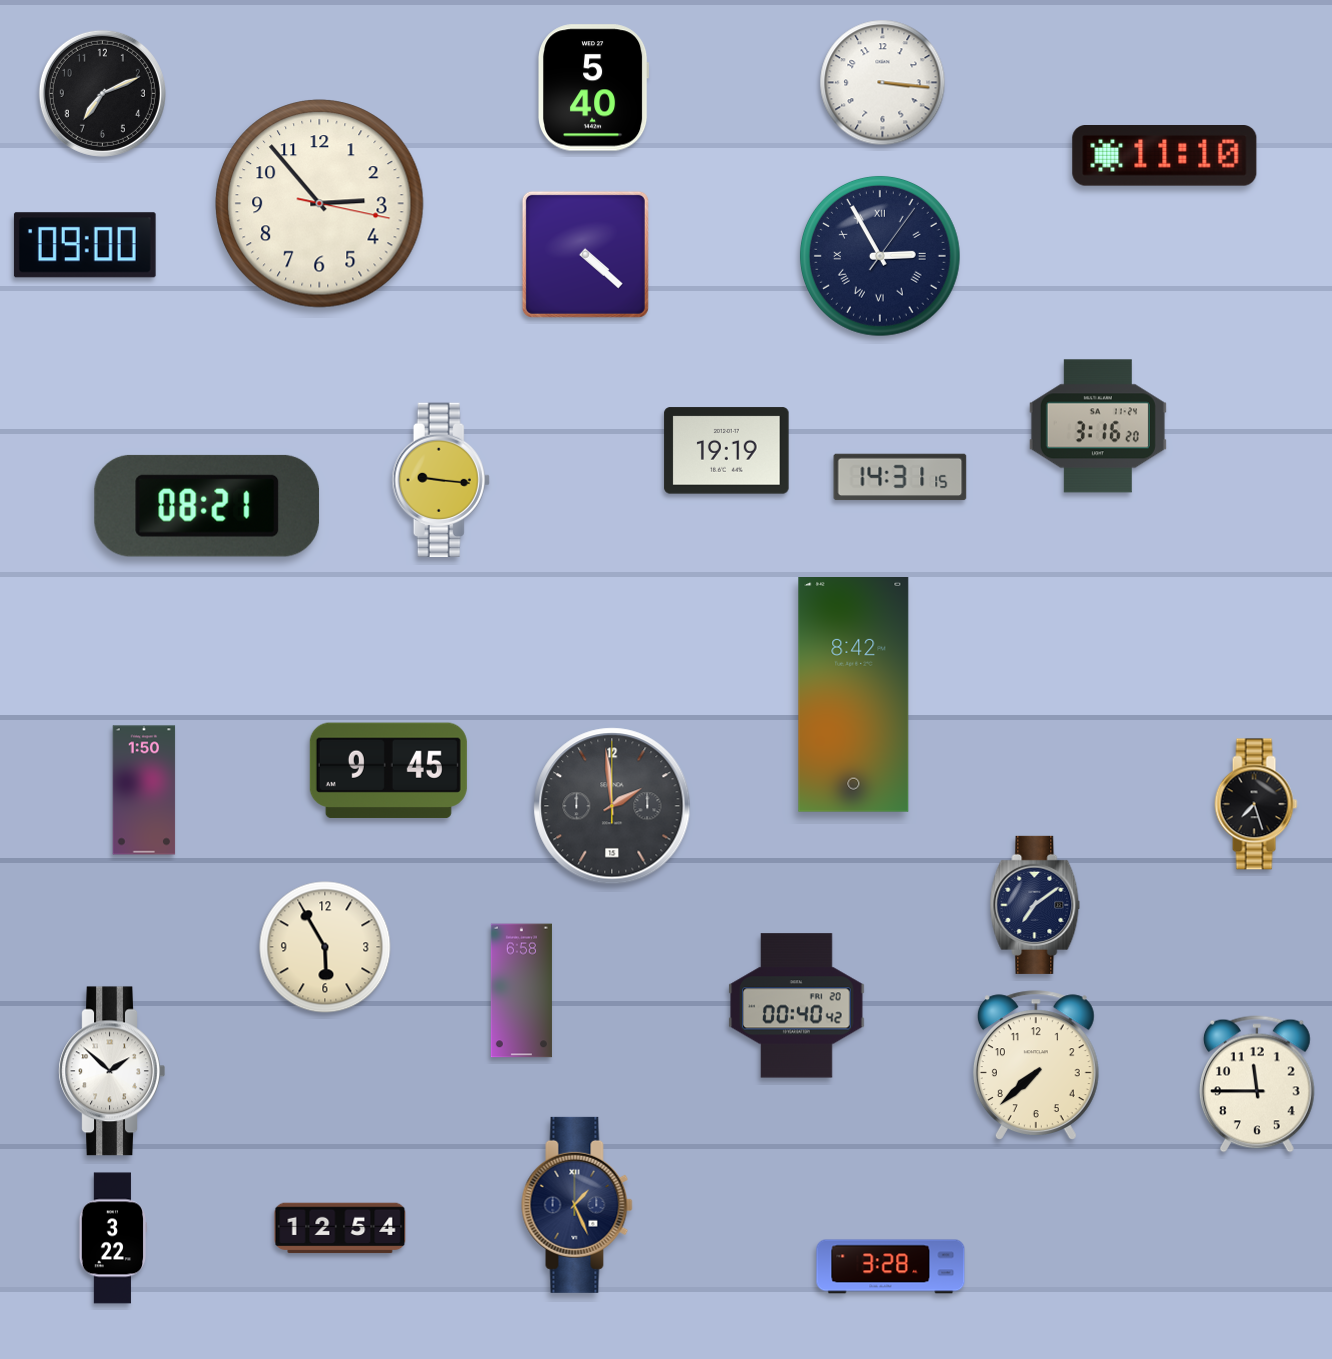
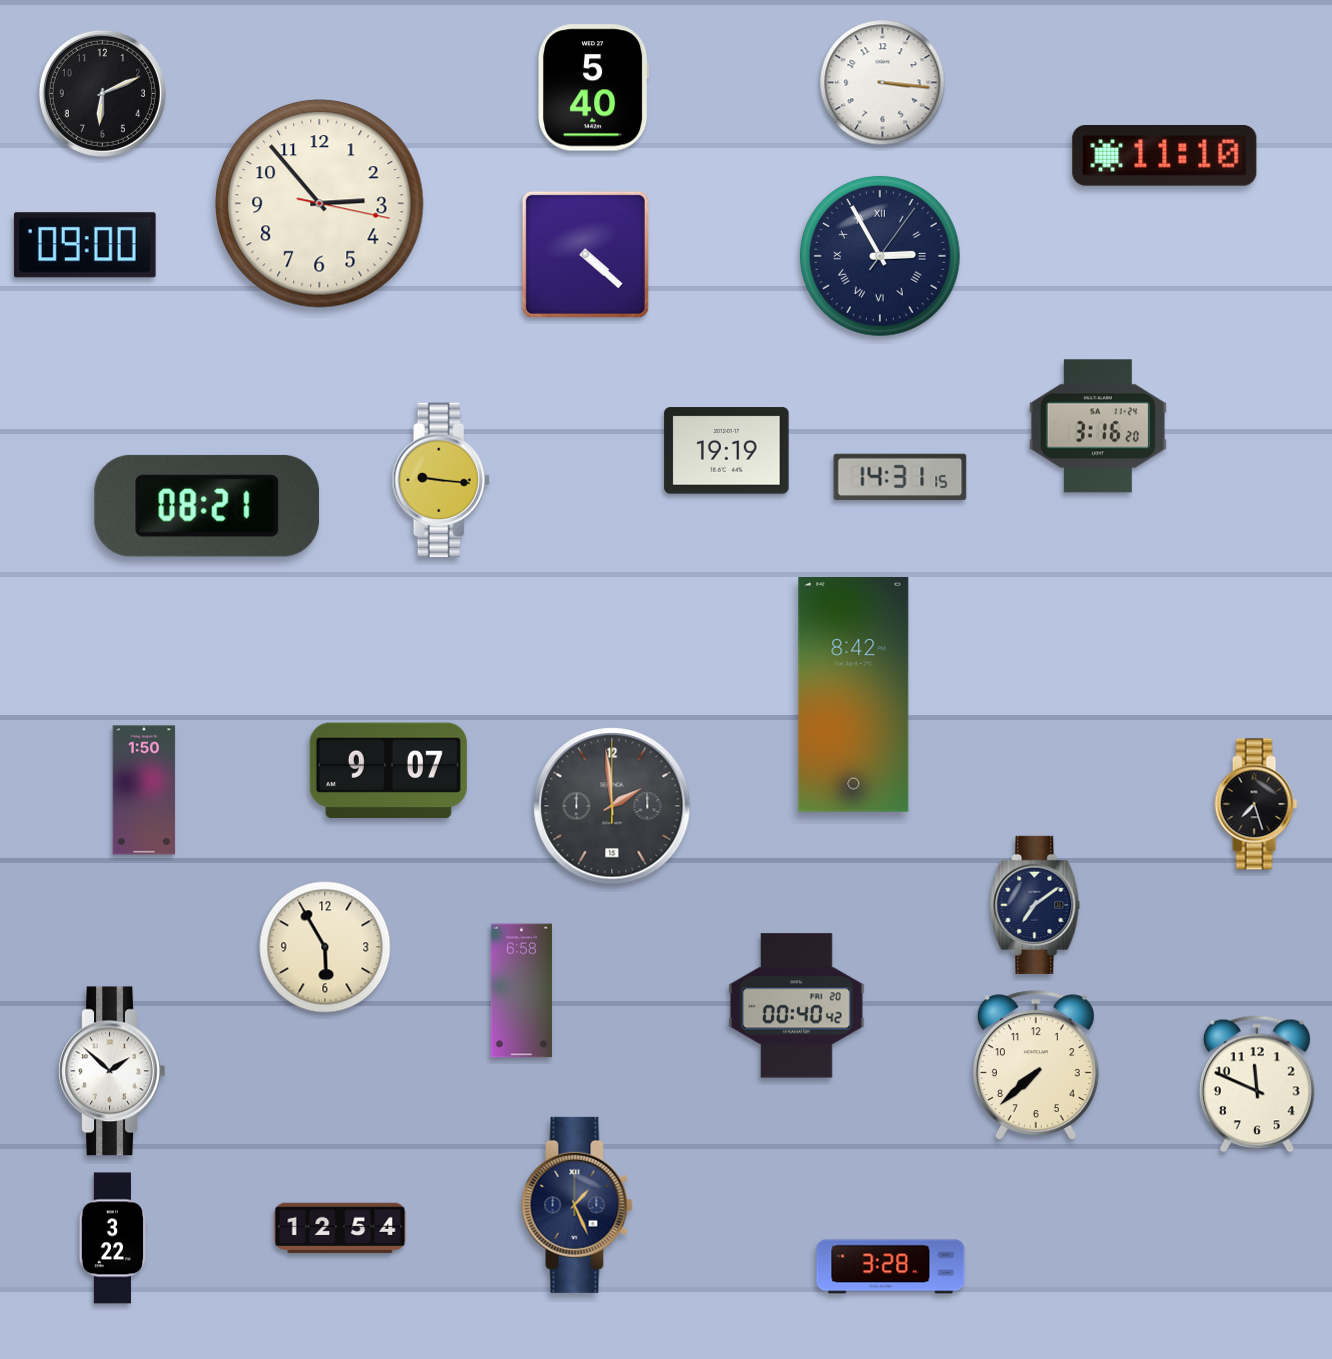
clock at (102, 93): 7:11 -> 6:11
clock at (388, 771): 9:45 -> 9:07
clock at (1257, 1084): 11:45 -> 11:49
